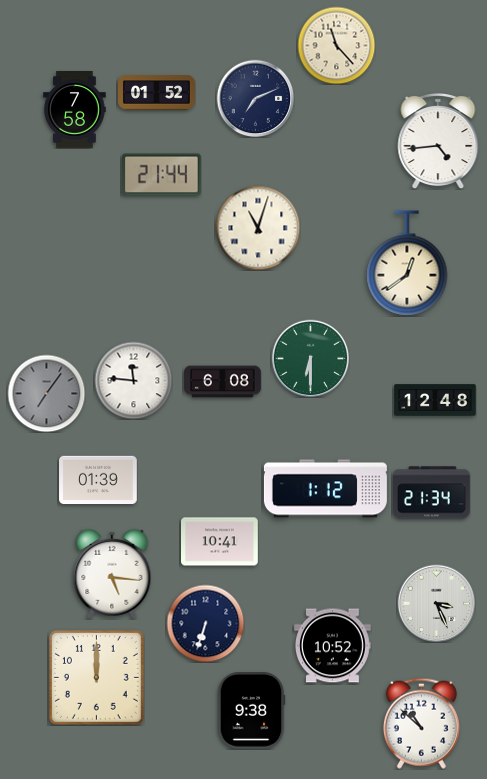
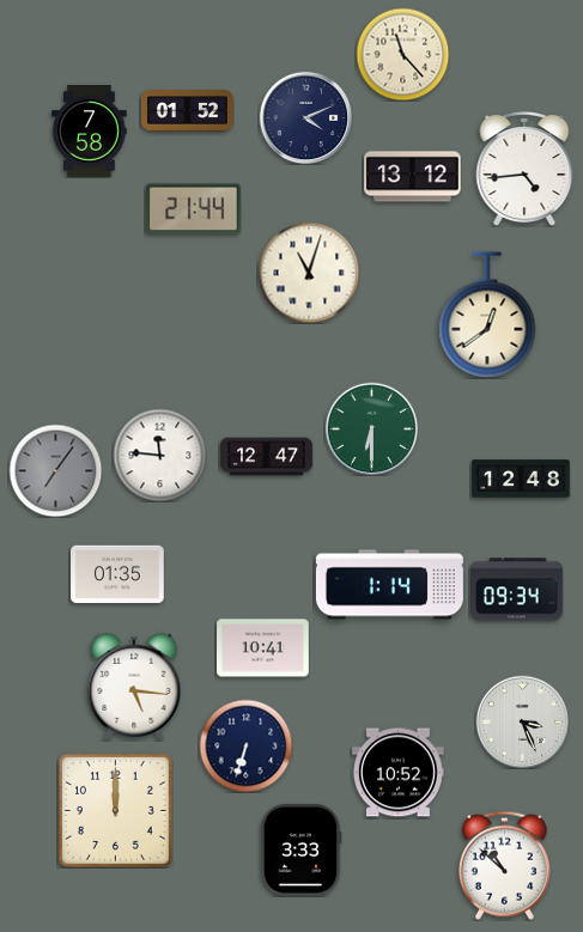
clock at (255, 98): 7:11 -> 4:11
clock at (413, 177): none -> 13:12
clock at (223, 382): 6:08 -> 12:47
clock at (98, 480): 01:39 -> 01:35
clock at (325, 489): 1:12 -> 1:14
clock at (432, 493): 21:34 -> 09:34
clock at (251, 711): 9:38 -> 3:33
